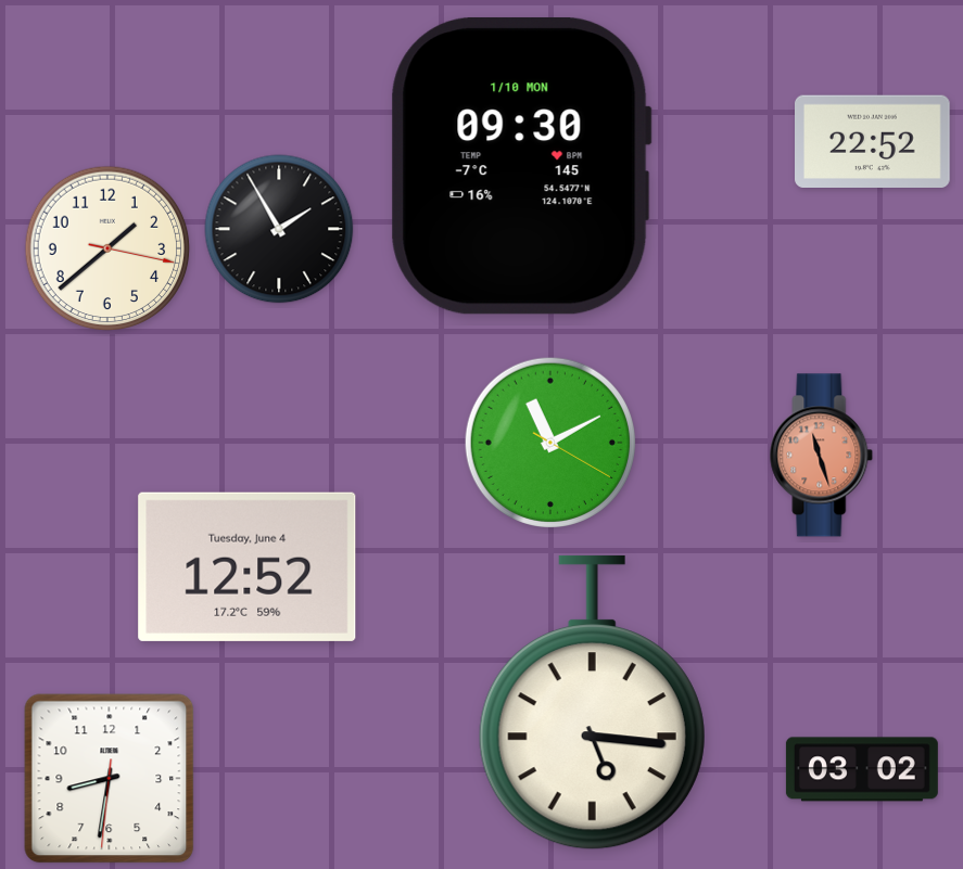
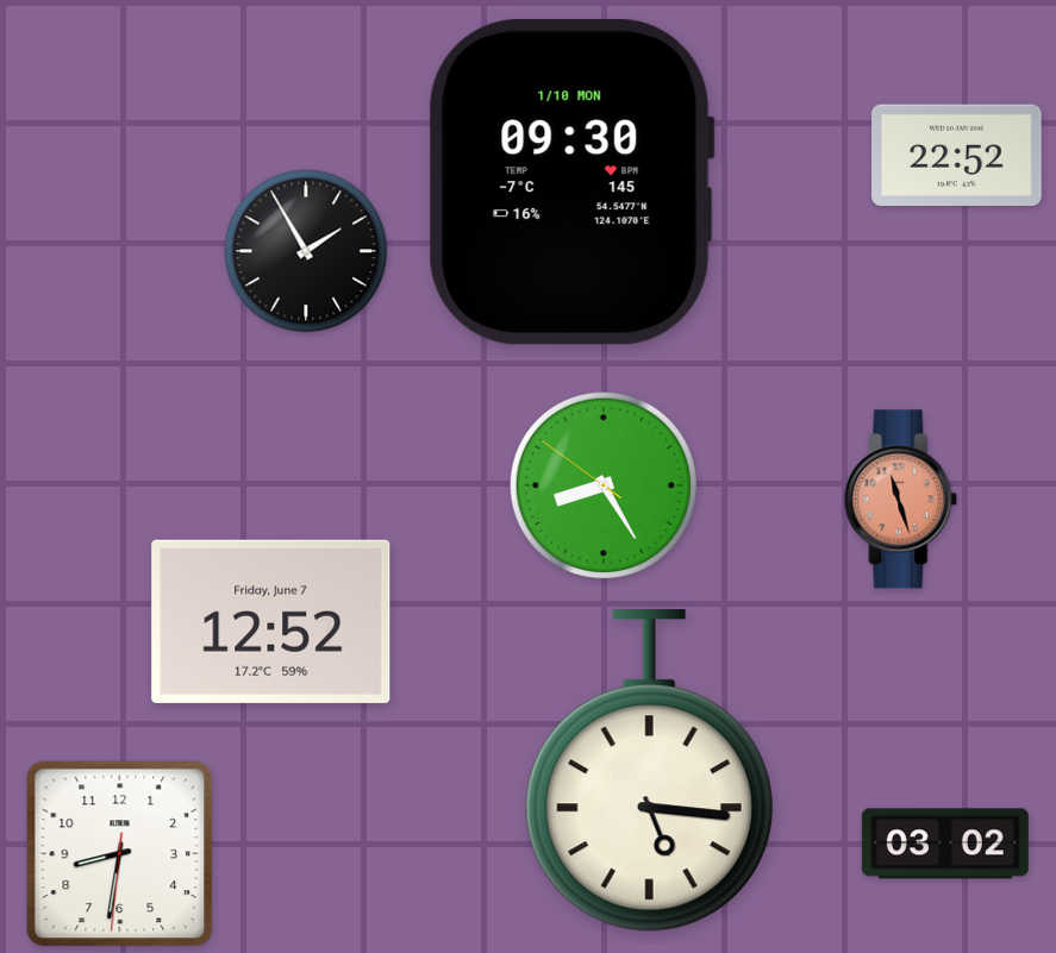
clock at (107, 248): 1:38 -> none
clock at (549, 442): 11:10 -> 8:24
clock at (248, 566) date: Tuesday, June 4 -> Friday, June 7
